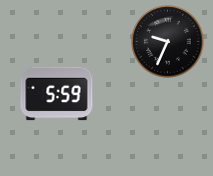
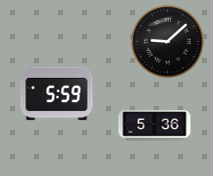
clock at (168, 42): 9:34 -> 9:08
clock at (155, 126): none -> 5:36
